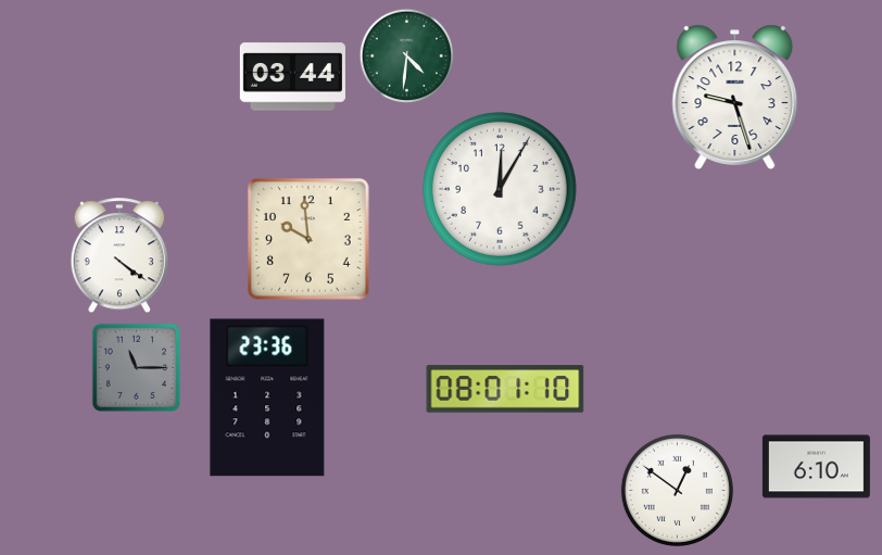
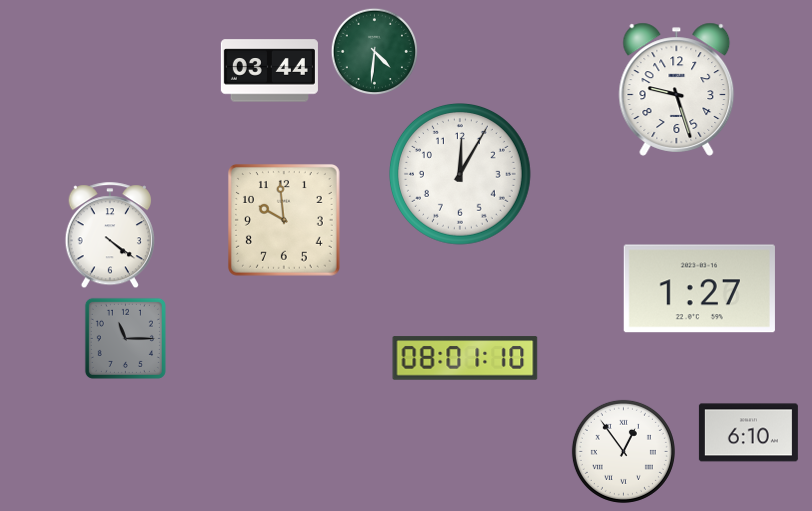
clock at (699, 289): none -> 1:27
clock at (267, 398): 23:36 -> none
clock at (816, 467) position: (816, 467) -> (748, 433)
clock at (677, 490): 12:51 -> 12:54
